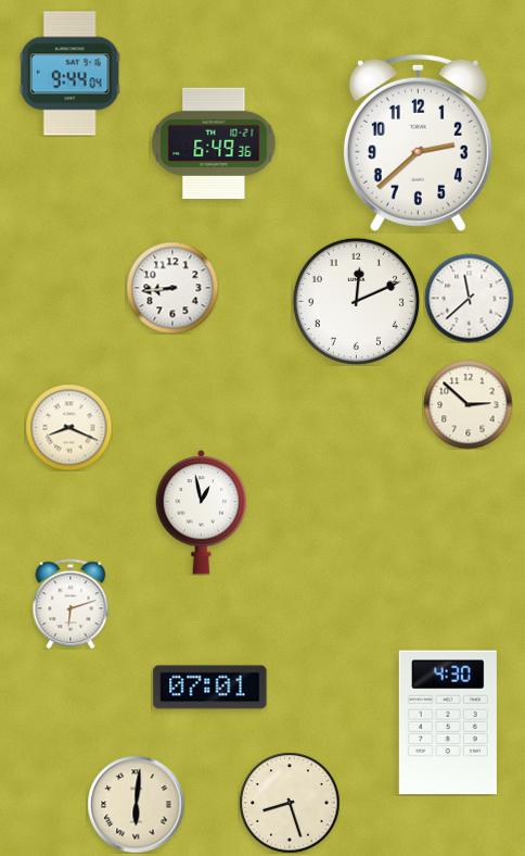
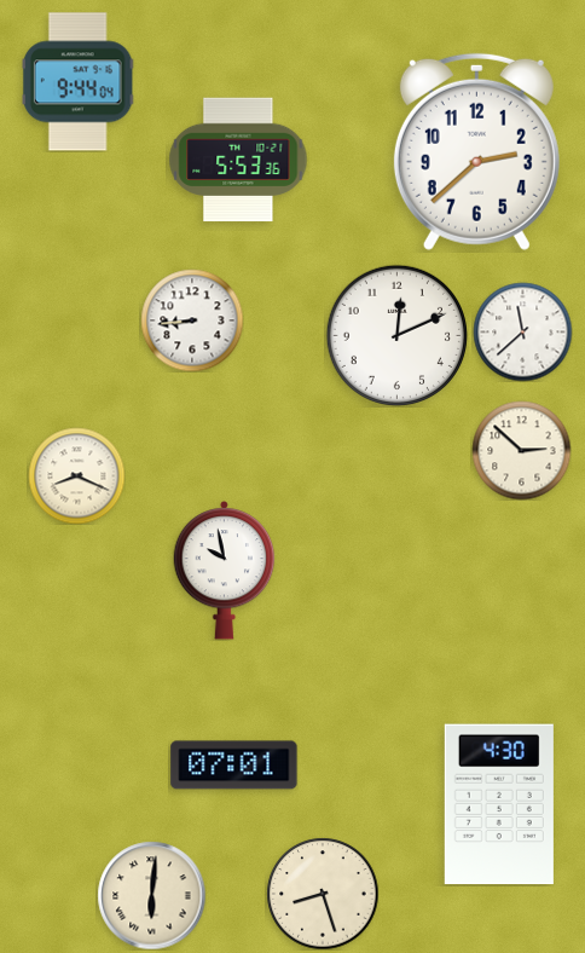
clock at (418, 142) position: (418, 142) -> (476, 151)
clock at (214, 143): 6:49 -> 5:53
clock at (202, 513): 12:58 -> 9:58
clock at (71, 604): 6:12 -> none
